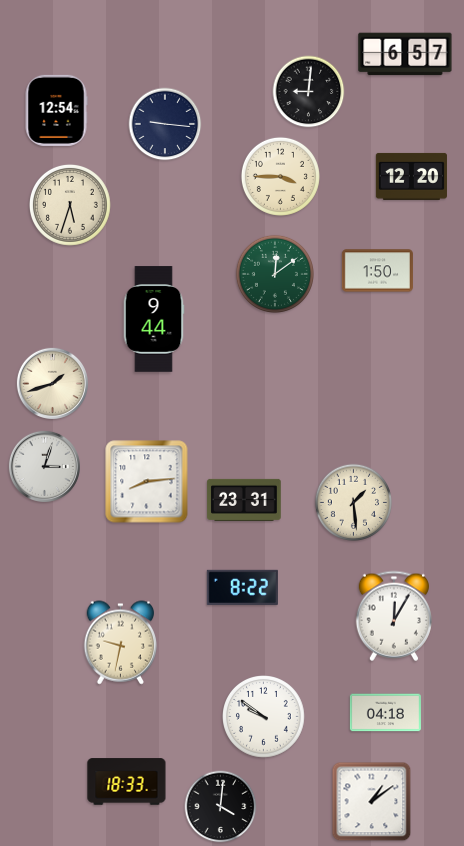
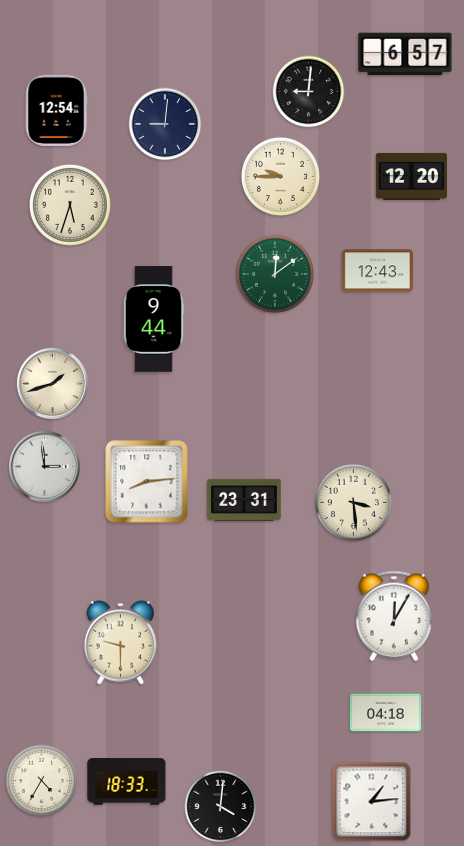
clock at (165, 124): 9:16 -> 9:01
clock at (280, 176): 3:45 -> 9:45
clock at (377, 271): 1:50 -> 12:43
clock at (44, 466): 3:03 -> 2:59
clock at (353, 502): 1:29 -> 3:29
clock at (242, 587): 8:22 -> none
clock at (121, 643): 9:32 -> 9:30
clock at (264, 717): 9:51 -> none
clock at (42, 781): none -> 4:35
clock at (372, 802): 1:09 -> 1:14
